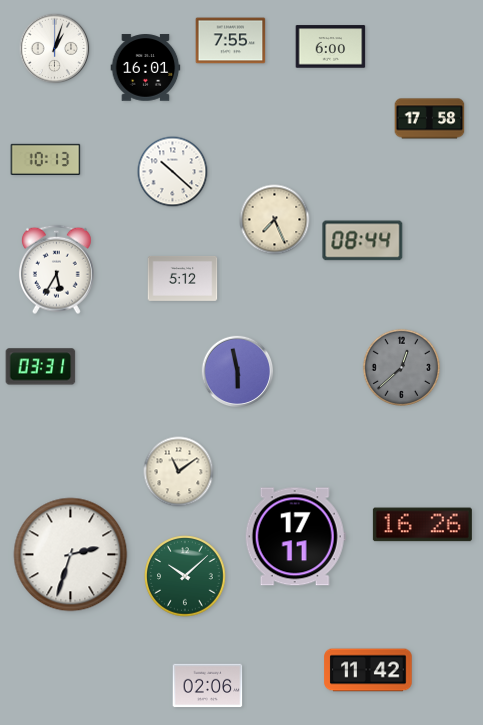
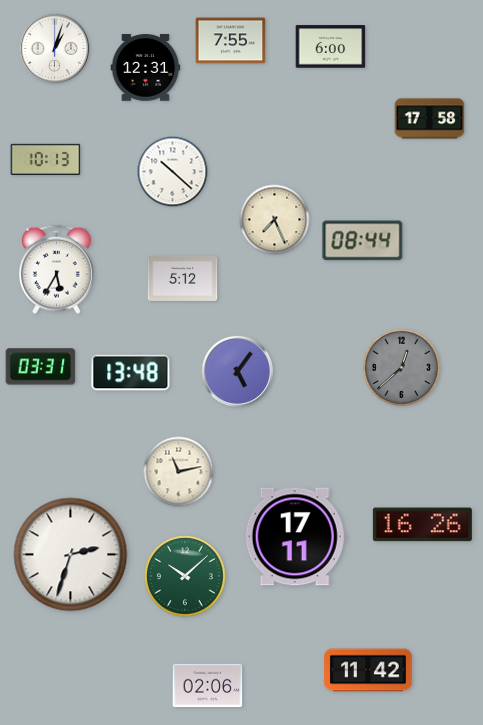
clock at (146, 68): 16:01 -> 12:31
clock at (238, 372): 5:58 -> 5:06
clock at (131, 373): none -> 13:48
clock at (179, 472): 11:09 -> 11:13
